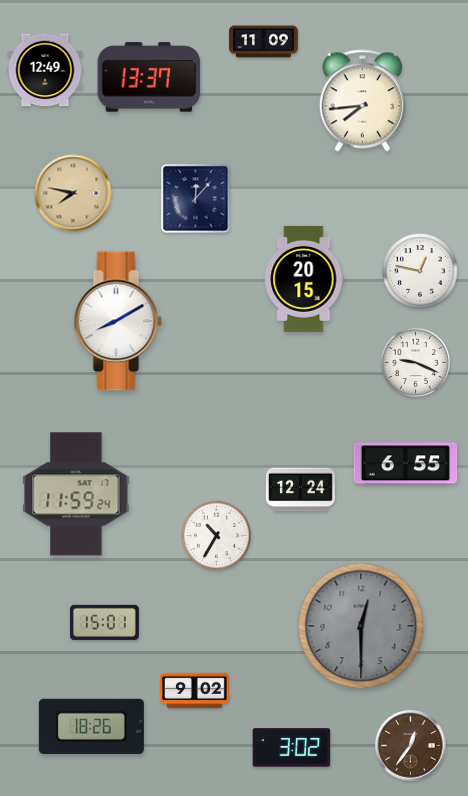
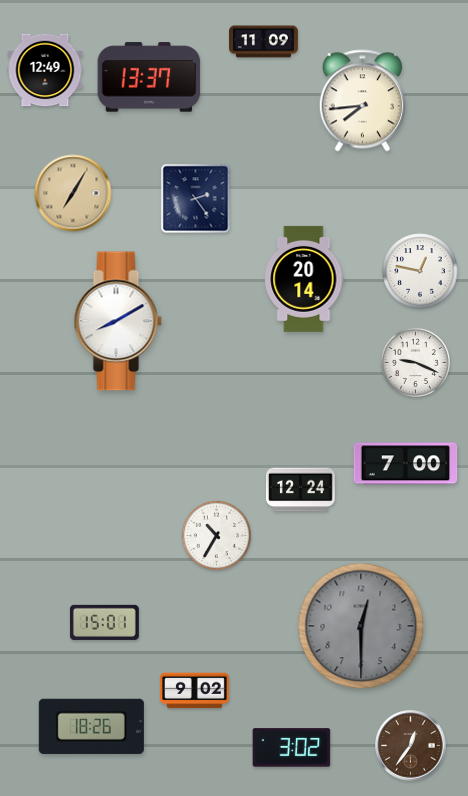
clock at (73, 193): 7:47 -> 7:05
clock at (196, 199): 12:07 -> 2:24
clock at (304, 279): 20:15 -> 20:14
clock at (406, 464): 6:55 -> 7:00
clock at (76, 494): 11:59 -> none
